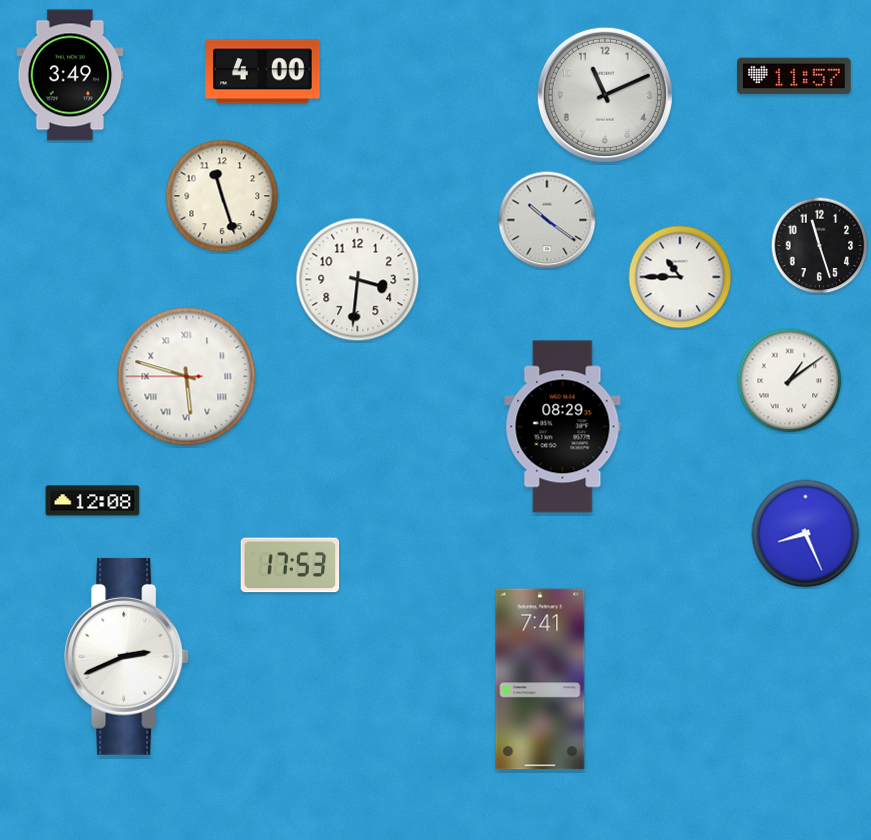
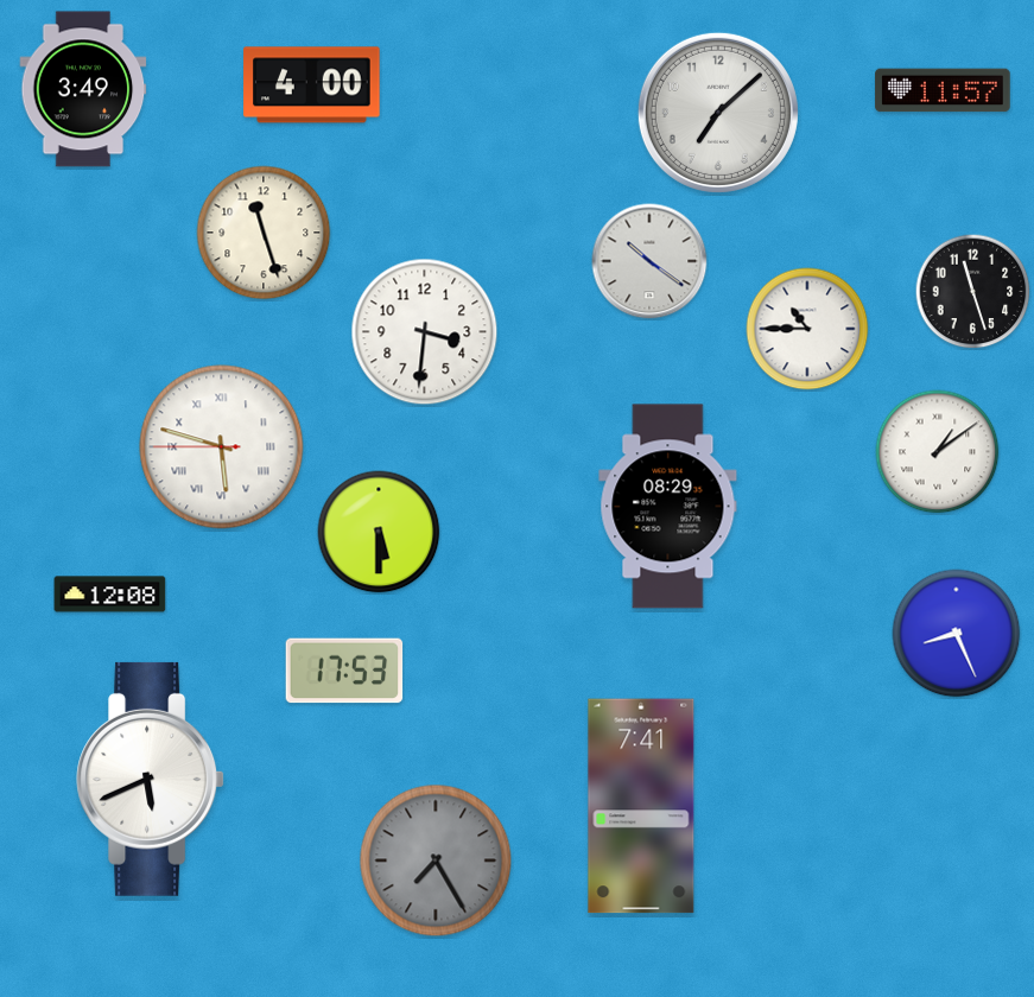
clock at (605, 95): 11:11 -> 7:08
clock at (379, 532): none -> 5:30
clock at (127, 656): 2:41 -> 5:41
clock at (436, 861): none -> 7:25
